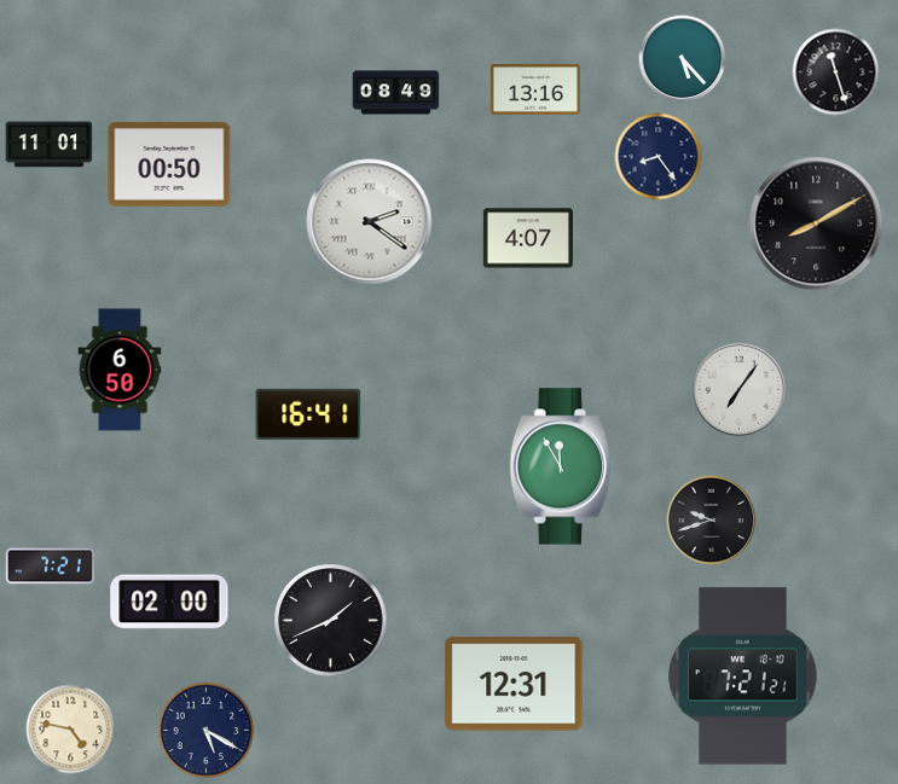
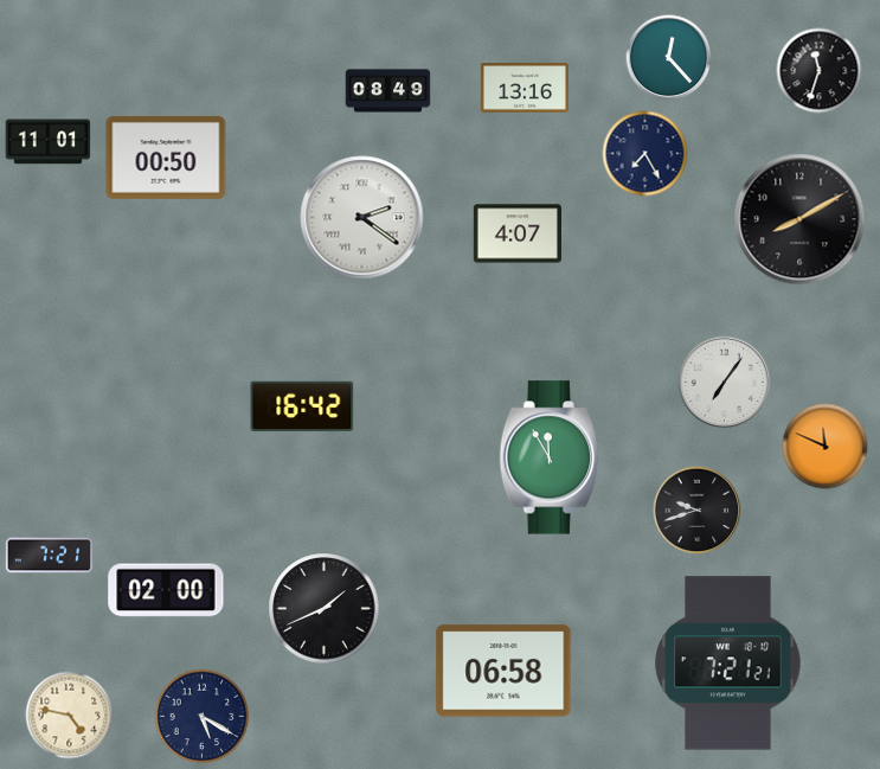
clock at (683, 59): 5:23 -> 12:23
clock at (836, 72): 11:27 -> 11:33
clock at (659, 157): 8:24 -> 7:25
clock at (169, 164) position: (169, 164) -> (166, 158)
clock at (120, 370): 6:50 -> none
clock at (308, 414): 16:41 -> 16:42
clock at (826, 447): none -> 11:49
clock at (514, 684): 12:31 -> 06:58
